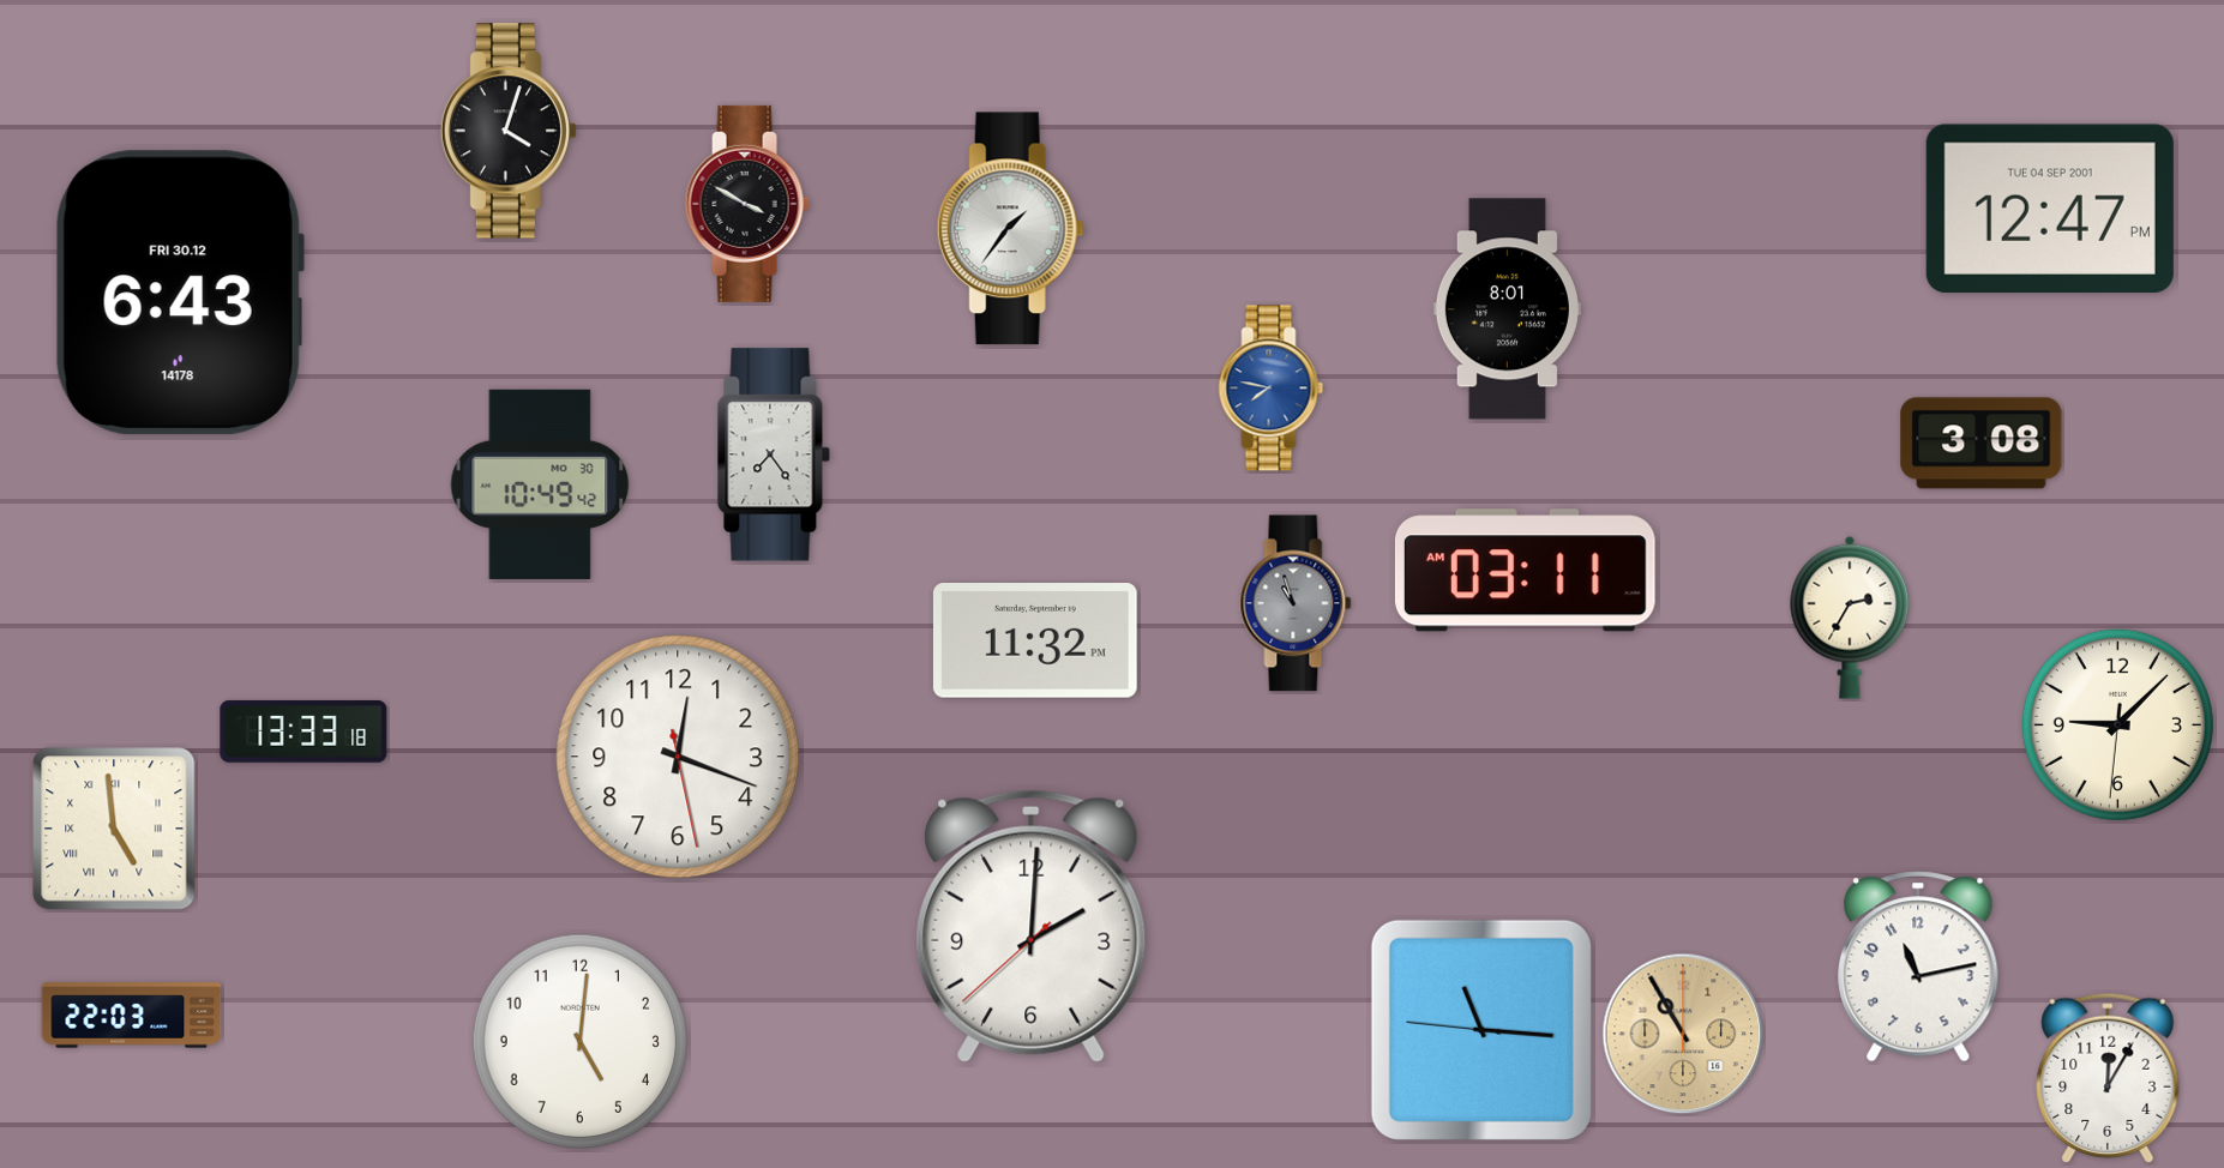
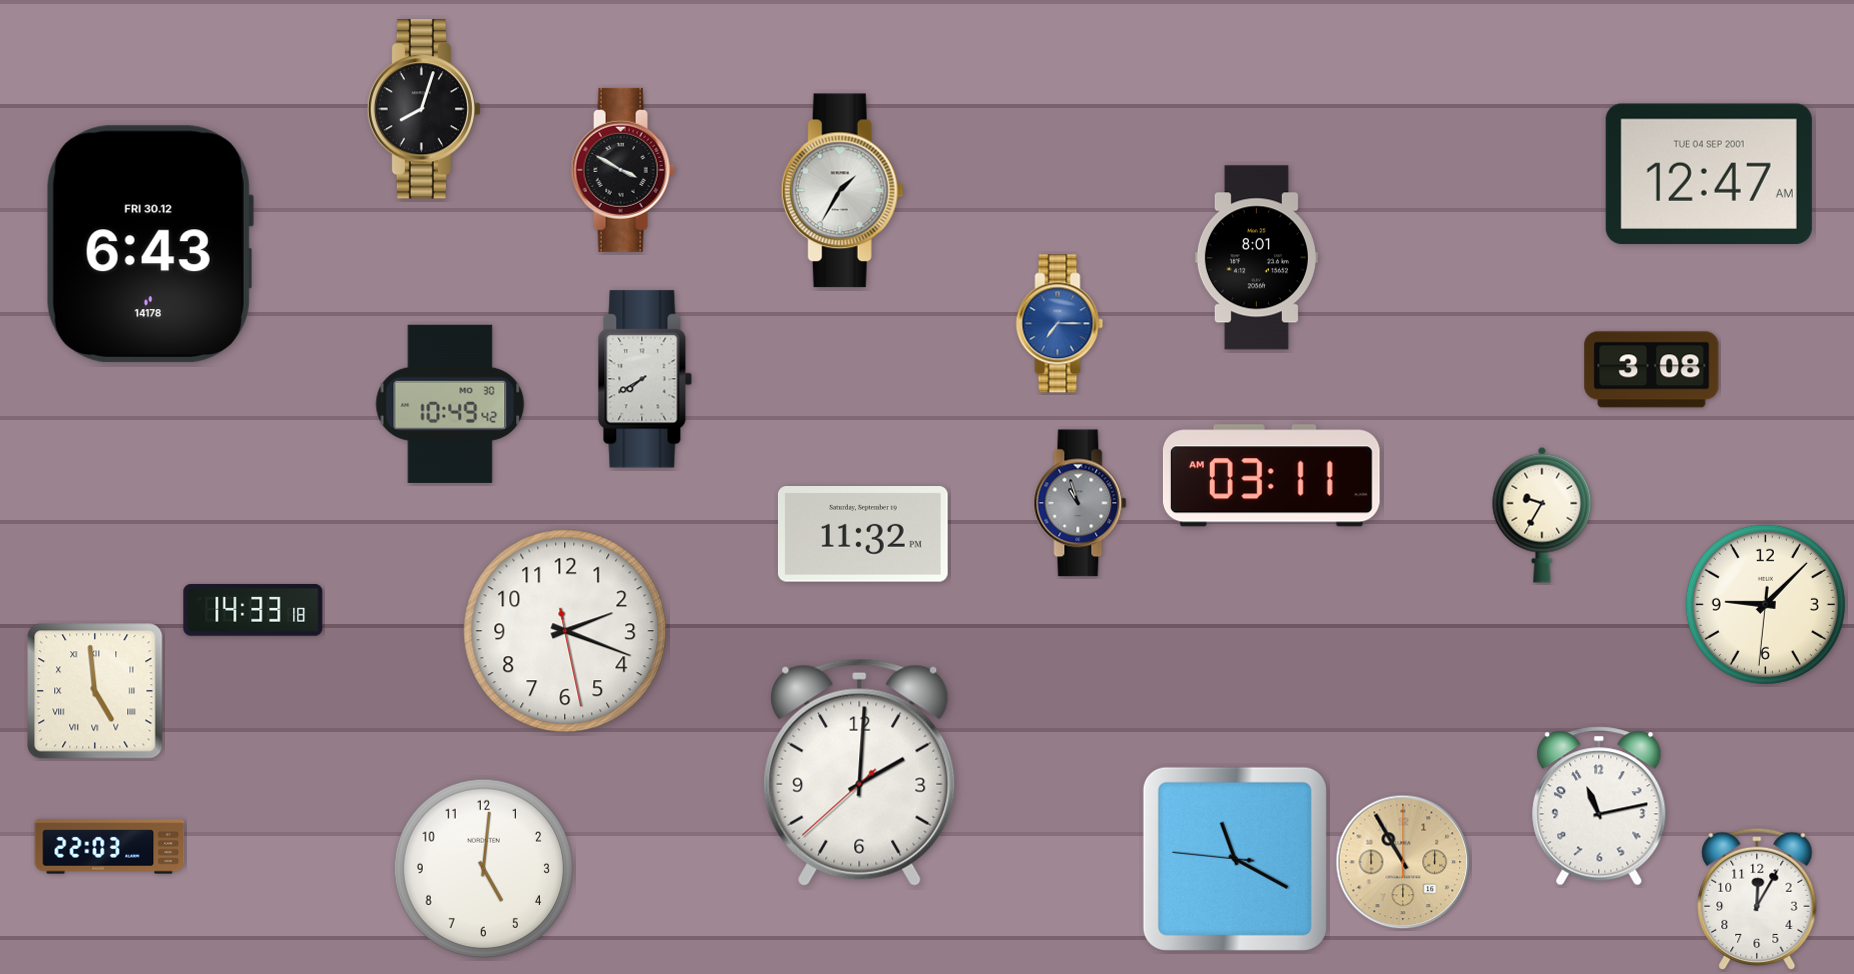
clock at (509, 131): 4:03 -> 8:03
clock at (2050, 207): 12:47 PM -> 12:47 AM
clock at (1010, 229): 1:36 -> 1:35
clock at (1272, 389): 7:47 -> 7:15
clock at (774, 454): 7:24 -> 7:40
clock at (1850, 618): 2:35 -> 9:35
clock at (303, 731): 13:33 -> 14:33
clock at (678, 757): 12:18 -> 2:18
clock at (1481, 1030): 11:15 -> 11:19
